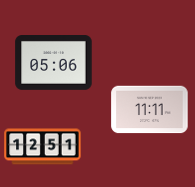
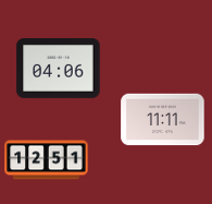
clock at (54, 63): 05:06 -> 04:06
